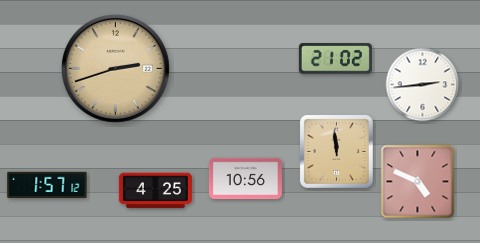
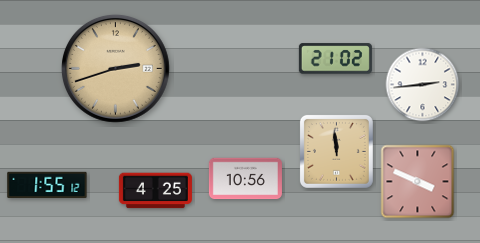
clock at (418, 182): 4:49 -> 3:49
clock at (47, 185): 1:57 -> 1:55
